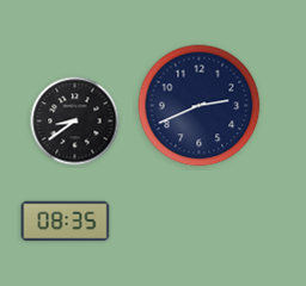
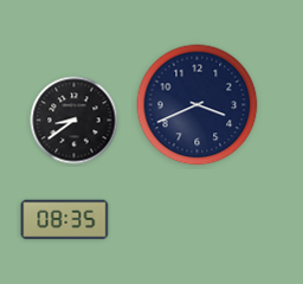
clock at (200, 106): 2:41 -> 3:41
